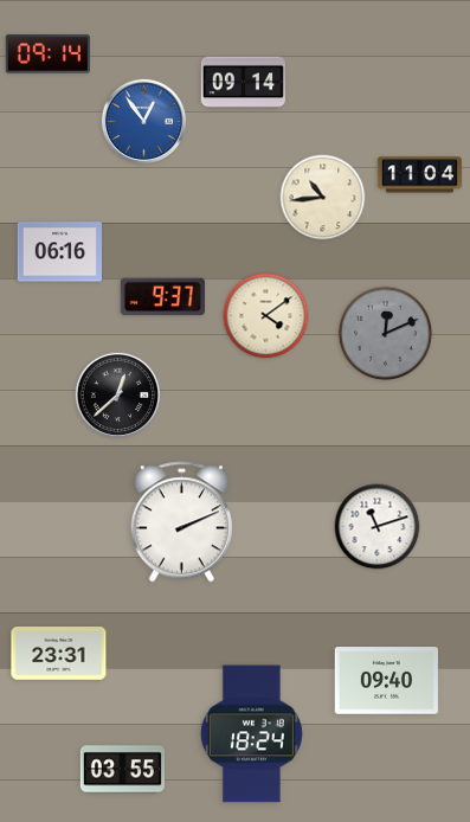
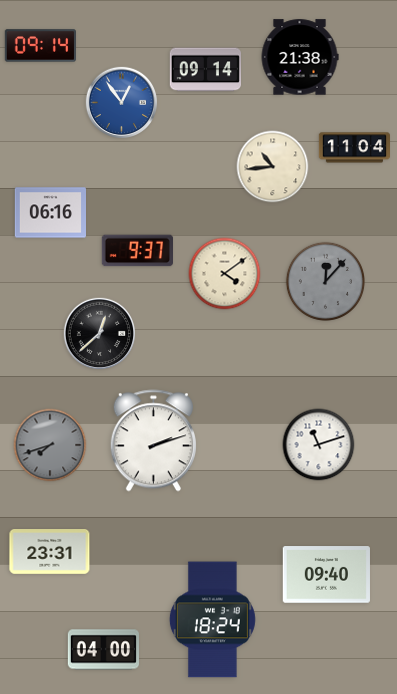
clock at (300, 57): none -> 21:38
clock at (266, 316) position: (266, 316) -> (225, 274)
clock at (385, 333): 12:11 -> 12:07
clock at (181, 522): 2:11 -> 2:12
clock at (50, 445): none -> 7:42
clock at (122, 770): 03:55 -> 04:00
